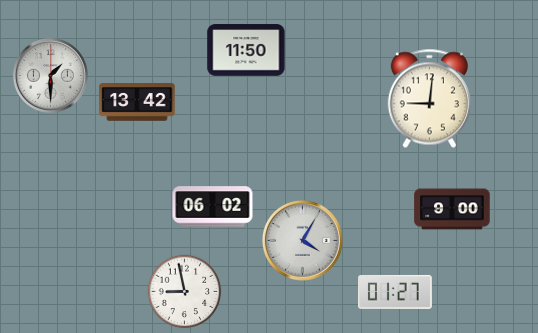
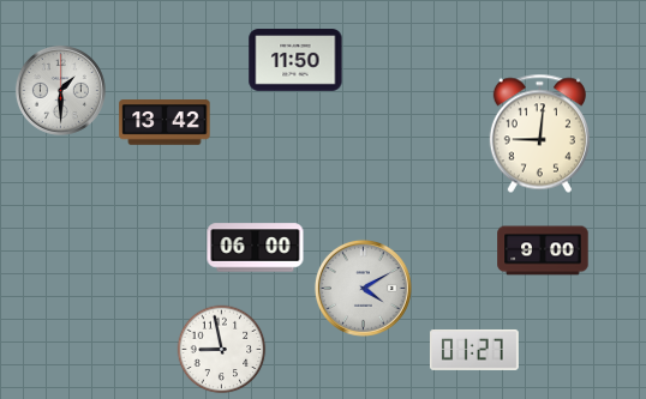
clock at (429, 99) position: (429, 99) -> (539, 134)
clock at (213, 207): 06:02 -> 06:00
clock at (302, 240): 4:05 -> 4:10
